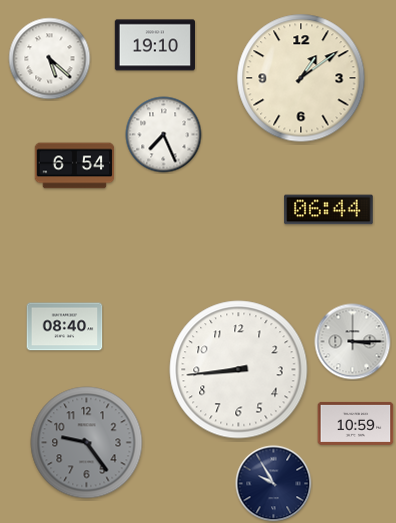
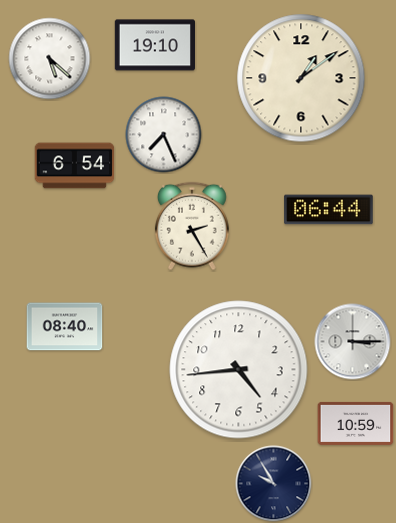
clock at (192, 226): none -> 2:25
clock at (239, 370): 8:44 -> 4:44
clock at (87, 443): 9:24 -> none
